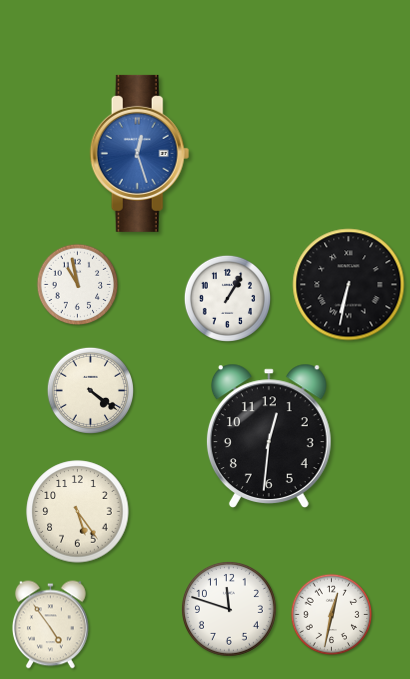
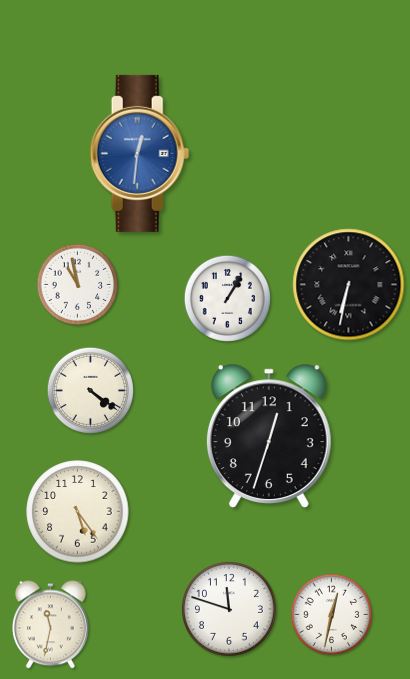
clock at (140, 153): 12:27 -> 12:31
clock at (269, 436): 12:31 -> 12:33
clock at (51, 625): 4:54 -> 11:32
